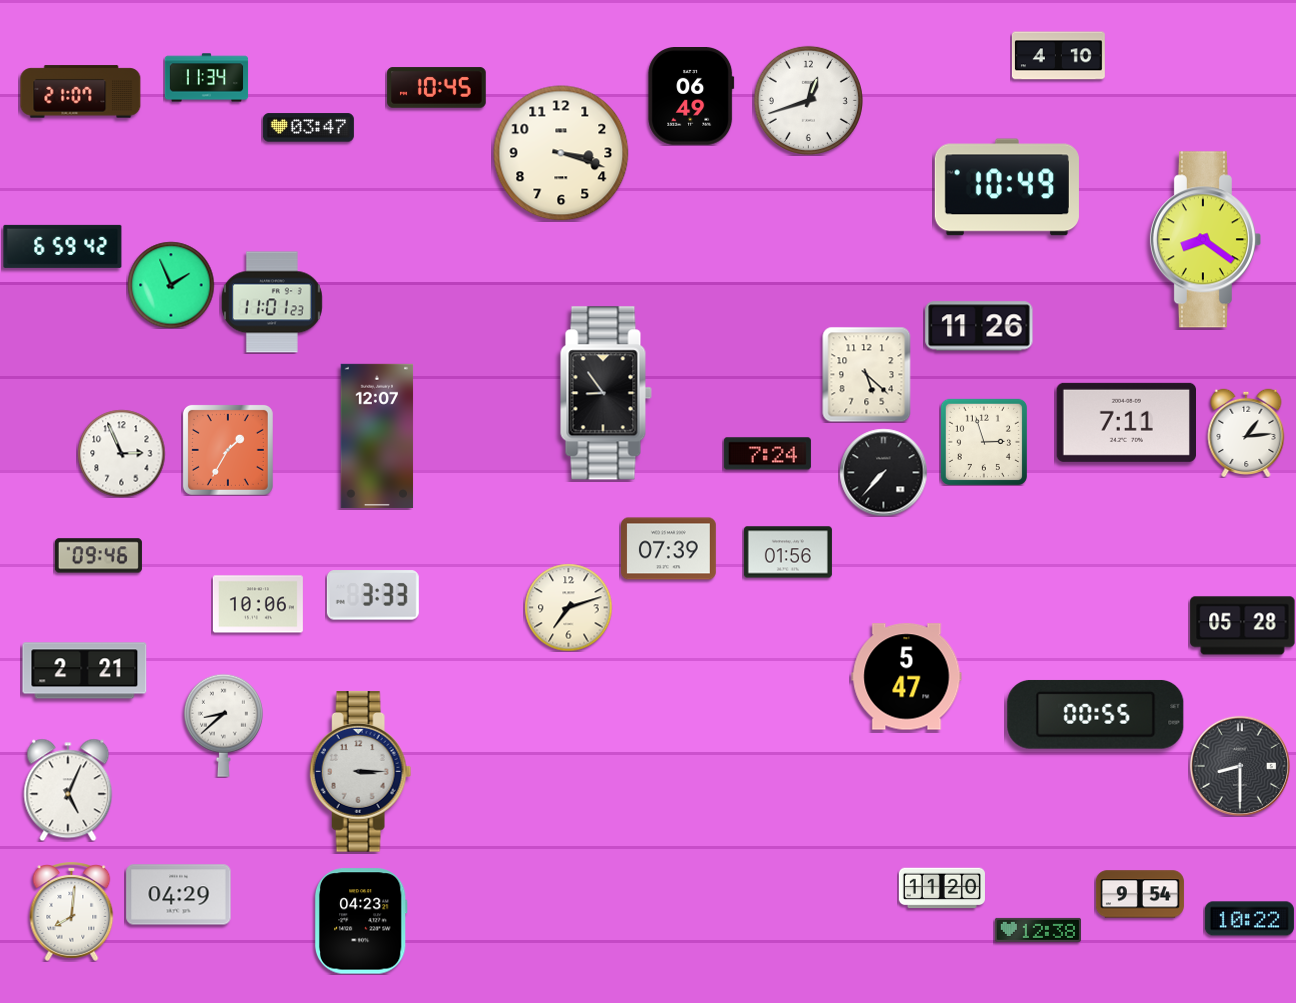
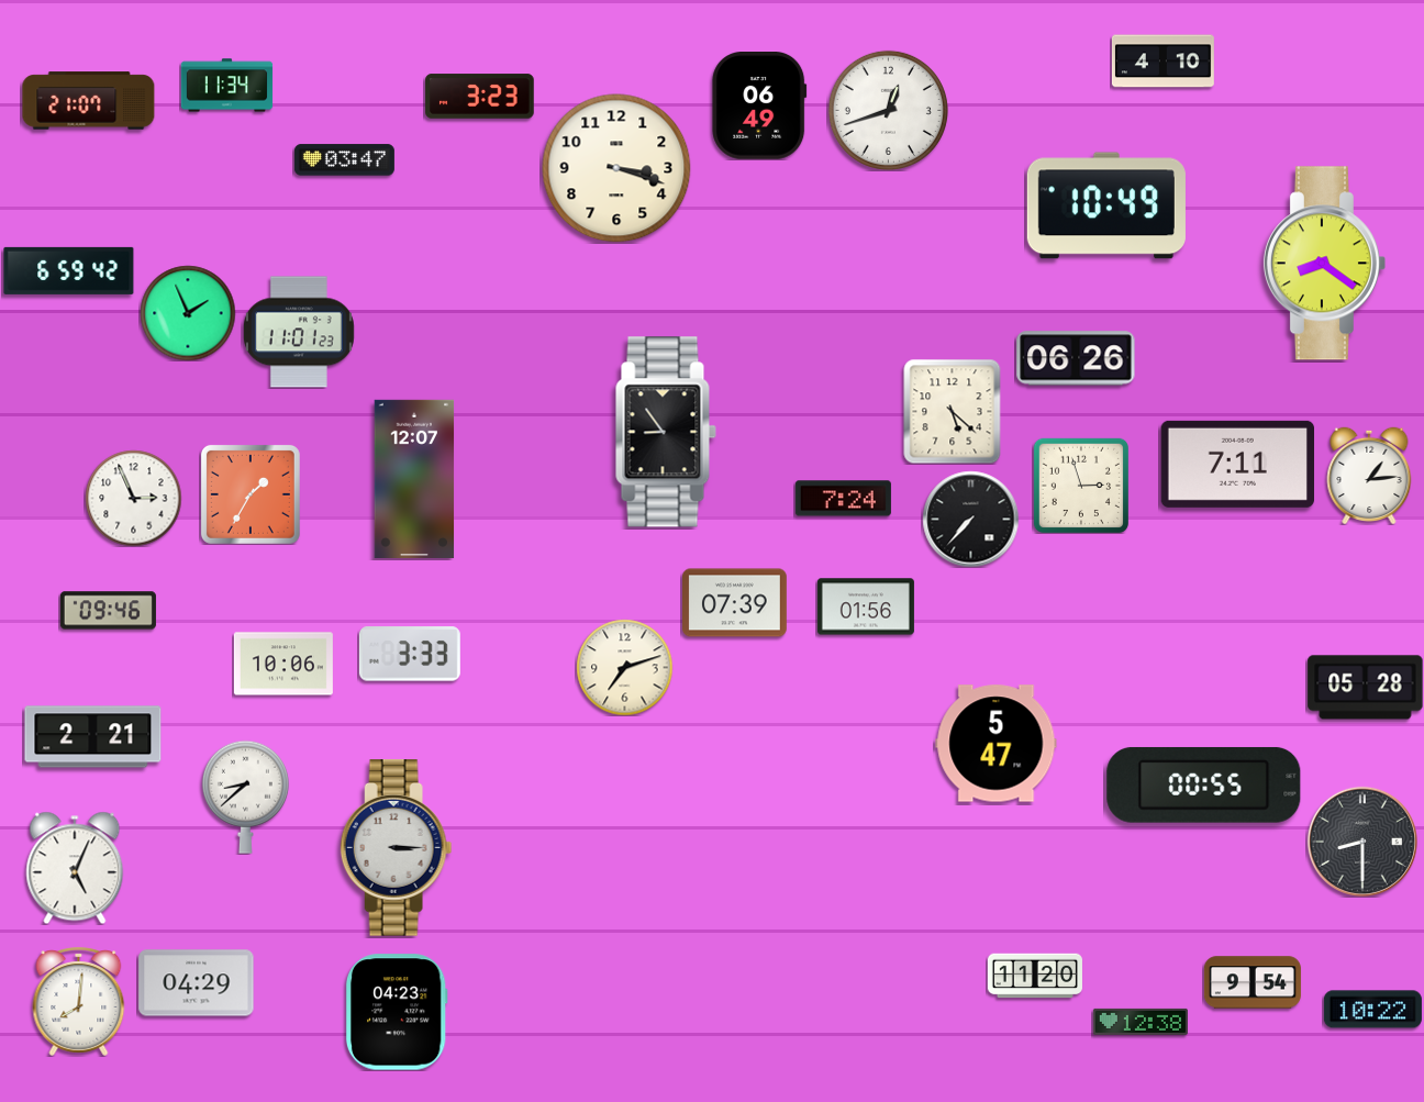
clock at (437, 88): 10:45 -> 3:23
clock at (308, 128) position: (308, 128) -> (344, 160)
clock at (979, 326): 11:26 -> 06:26
